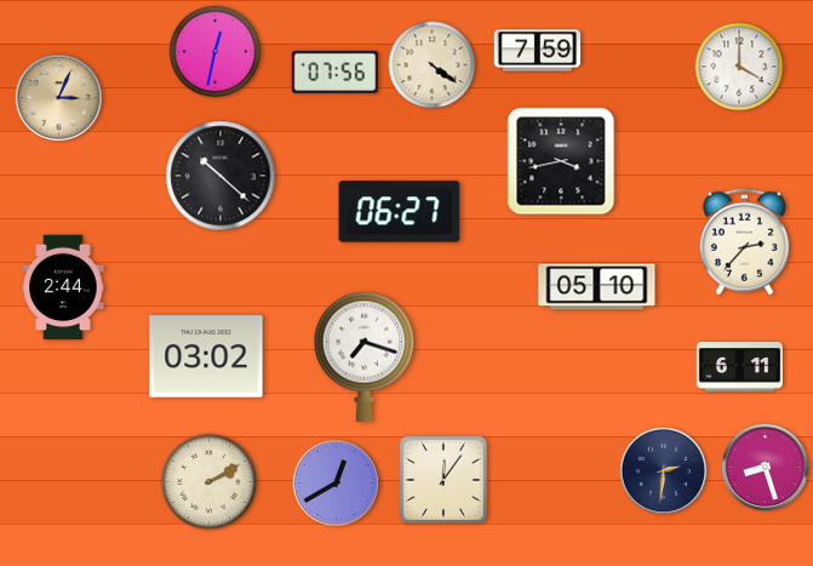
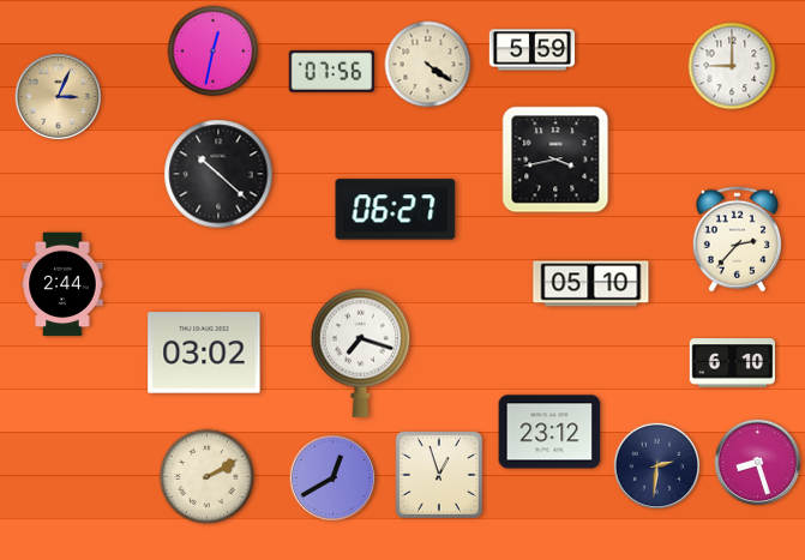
clock at (538, 51): 7:59 -> 5:59
clock at (739, 67): 4:00 -> 9:00
clock at (740, 367): 6:11 -> 6:10
clock at (549, 432): none -> 23:12
clock at (443, 480): 12:06 -> 12:57
